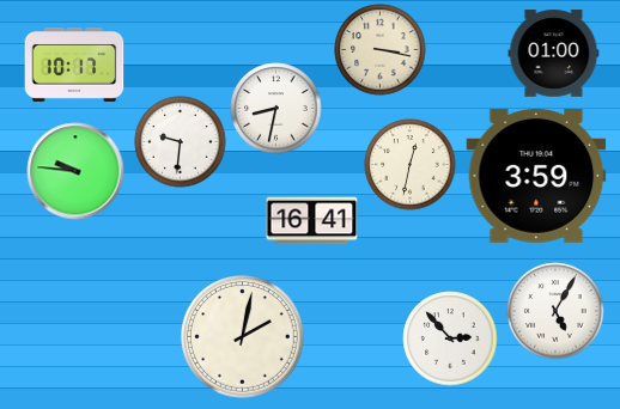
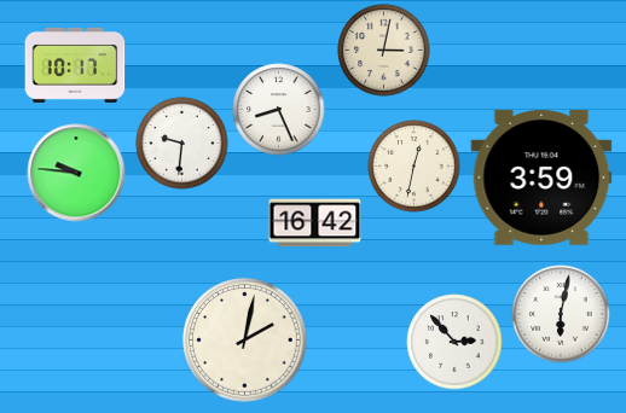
clock at (381, 50): 3:17 -> 3:02
clock at (554, 54): 01:00 -> none
clock at (276, 109): 8:32 -> 8:26
clock at (312, 221): 16:41 -> 16:42
clock at (555, 311): 5:05 -> 6:02
